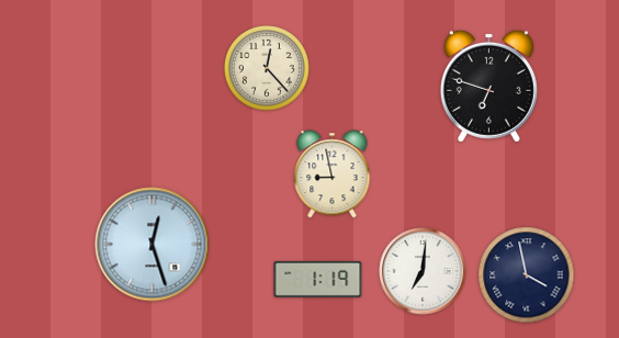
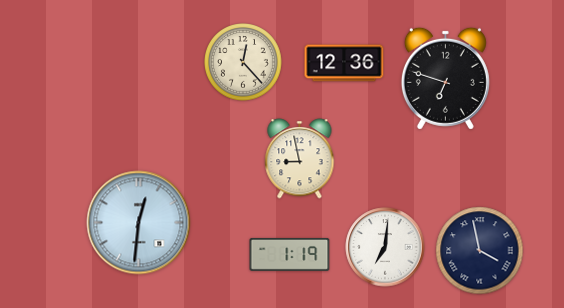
clock at (344, 63): none -> 12:36
clock at (333, 174) position: (333, 174) -> (300, 159)
clock at (153, 245): 12:27 -> 12:31
